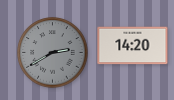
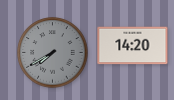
clock at (53, 53): 2:40 -> 7:40
